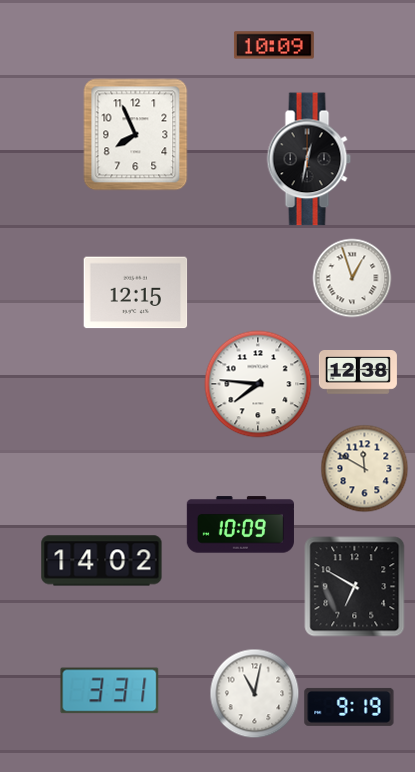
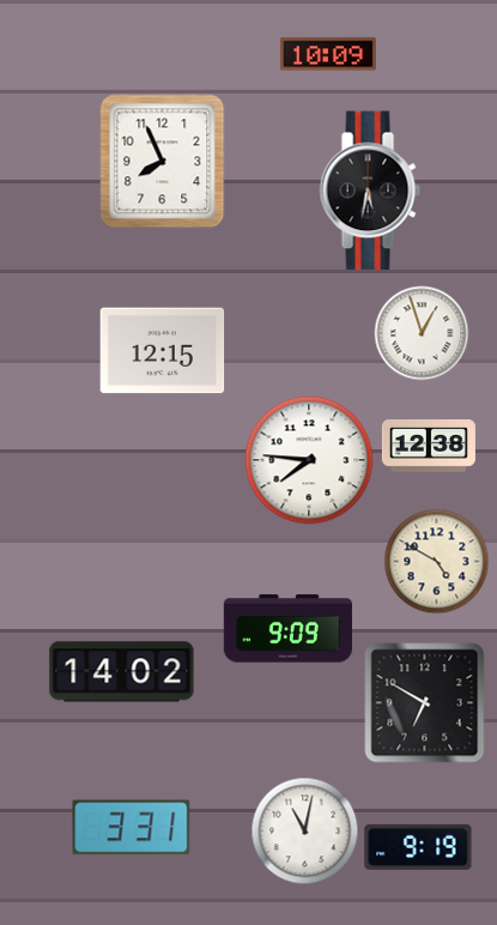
clock at (309, 159): 12:32 -> 5:32
clock at (365, 469): 11:50 -> 4:50
clock at (240, 525): 10:09 -> 9:09
